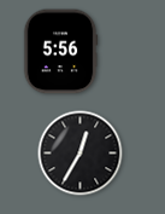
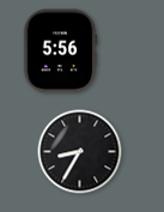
clock at (81, 154): 12:35 -> 8:35
